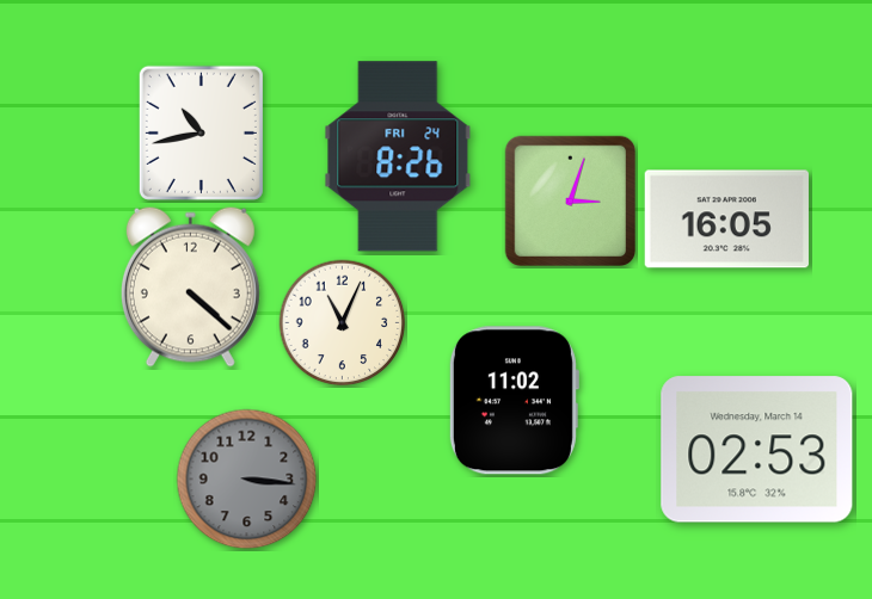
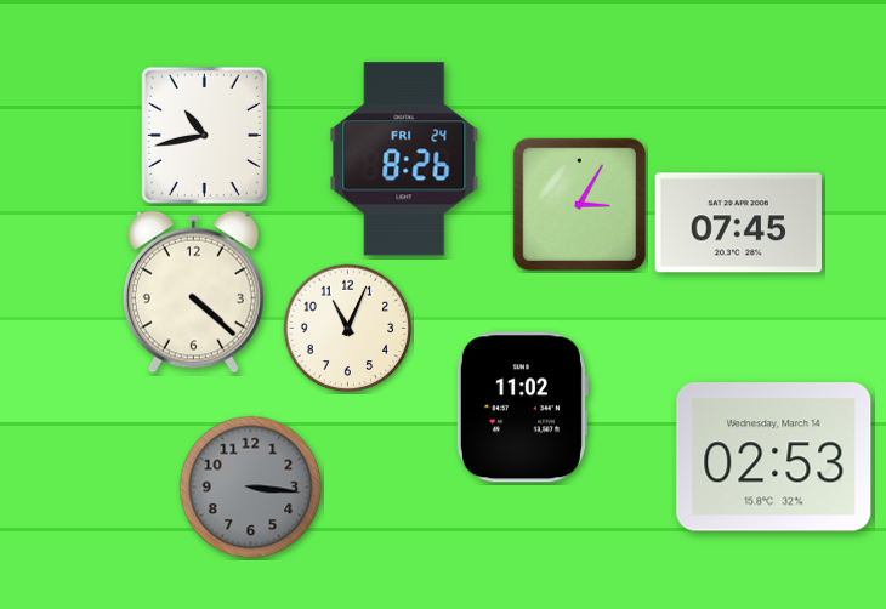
clock at (570, 200): 3:03 -> 3:05
clock at (726, 220): 16:05 -> 07:45
clock at (757, 450) position: (757, 450) -> (774, 457)
